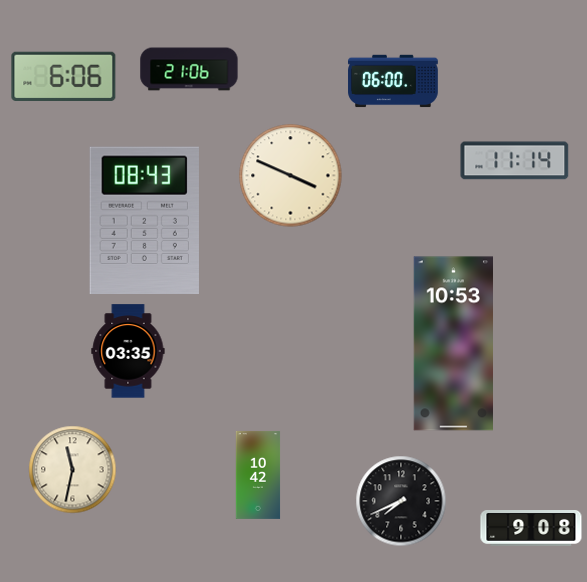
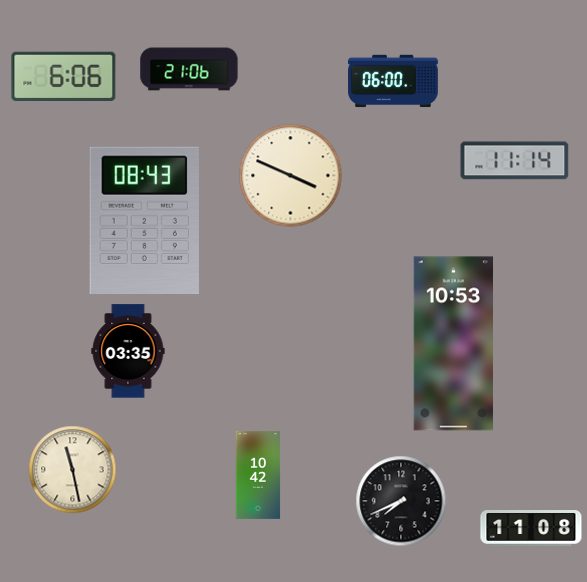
clock at (73, 470): 11:32 -> 11:28
clock at (531, 529): 9:08 -> 11:08
